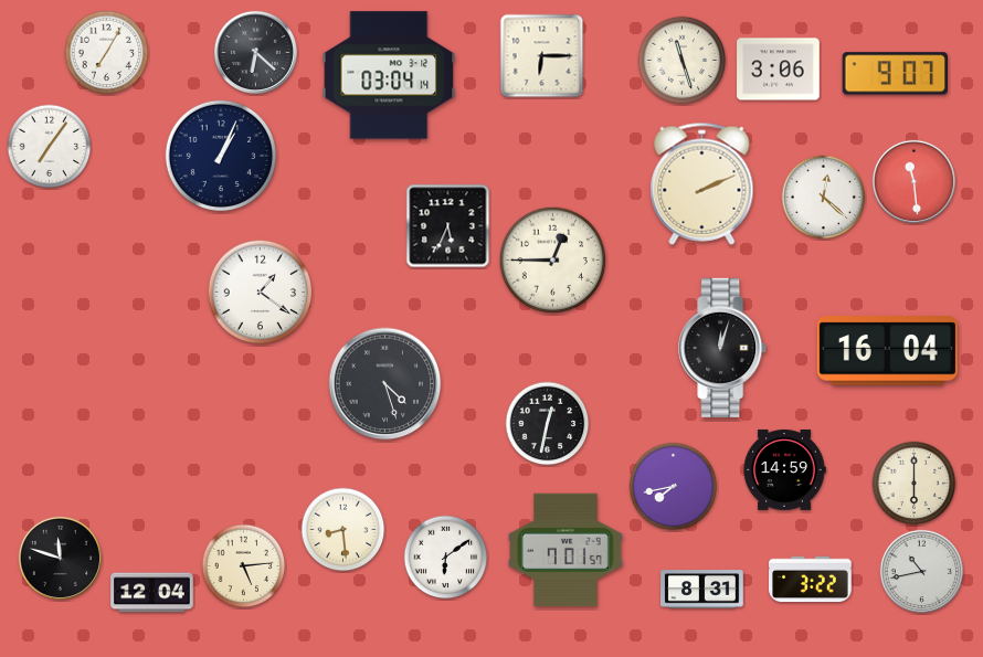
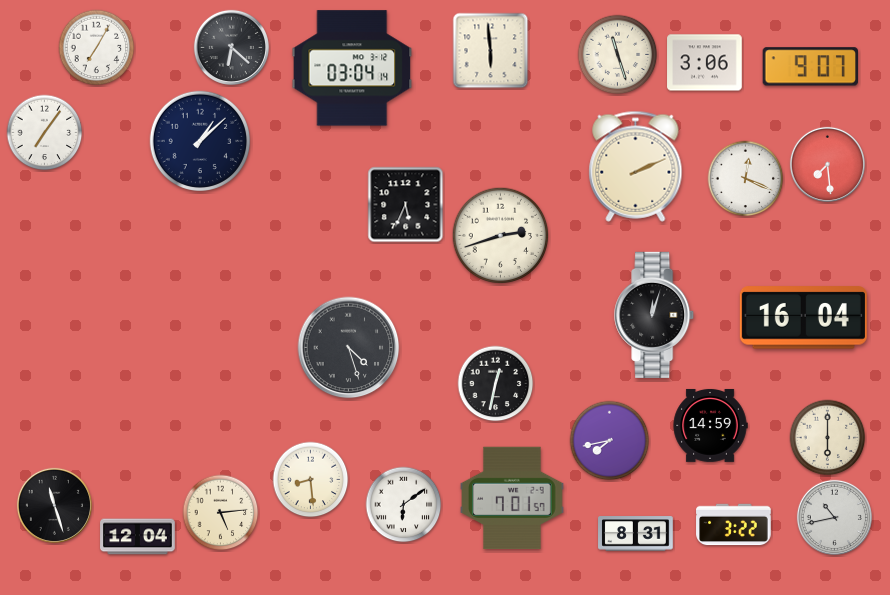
clock at (542, 56): 6:15 -> 5:59
clock at (220, 155): 1:04 -> 1:08
clock at (913, 181): 11:29 -> 7:29
clock at (824, 198): 12:22 -> 12:19
clock at (553, 261): 12:45 -> 2:42
clock at (261, 293): 1:21 -> none
clock at (60, 558): 11:48 -> 11:27
